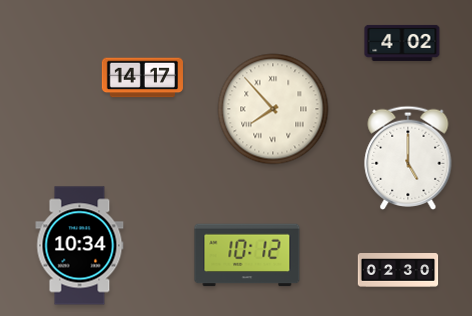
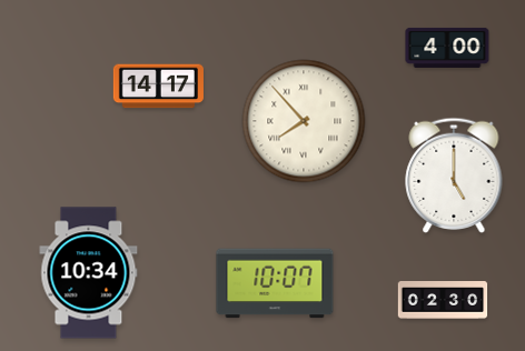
clock at (402, 43): 4:02 -> 4:00
clock at (247, 255): 10:12 -> 10:07
